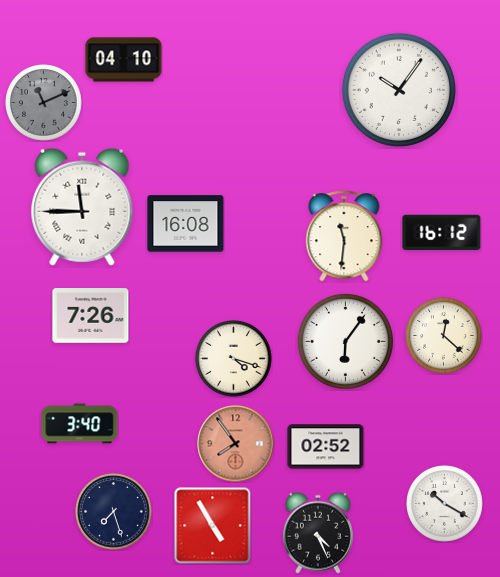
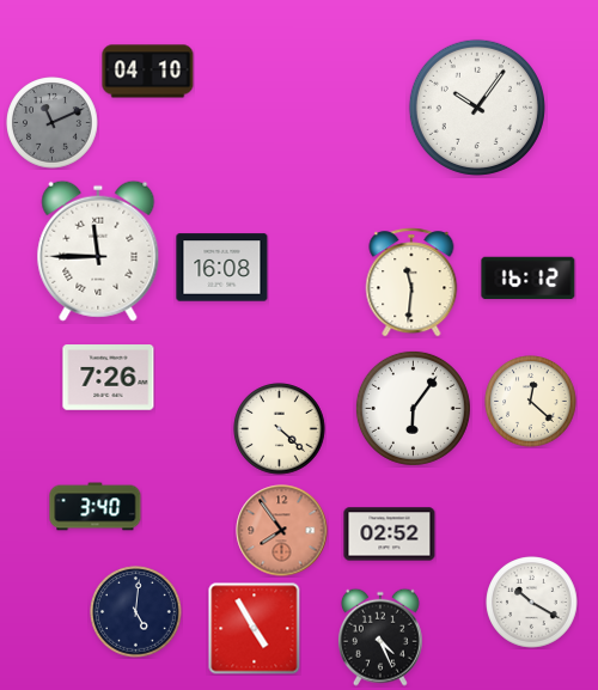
clock at (82, 207) position: (82, 207) -> (98, 251)
clock at (234, 359): 4:18 -> 4:22
clock at (114, 512): 7:27 -> 5:01
